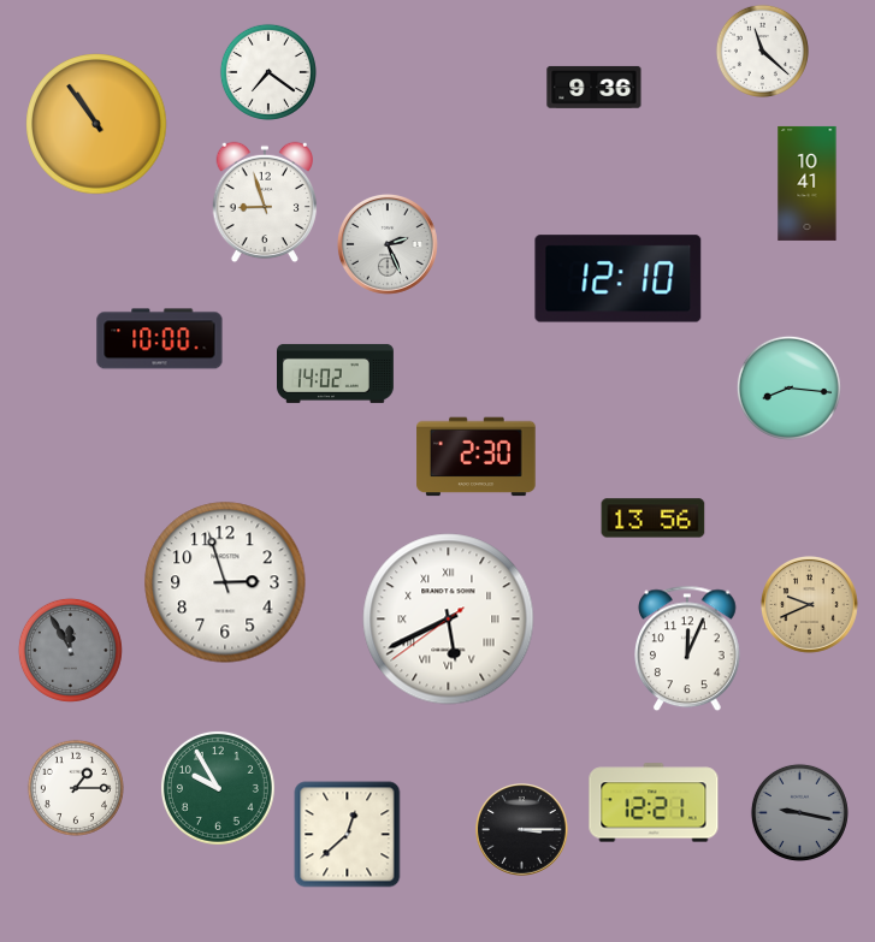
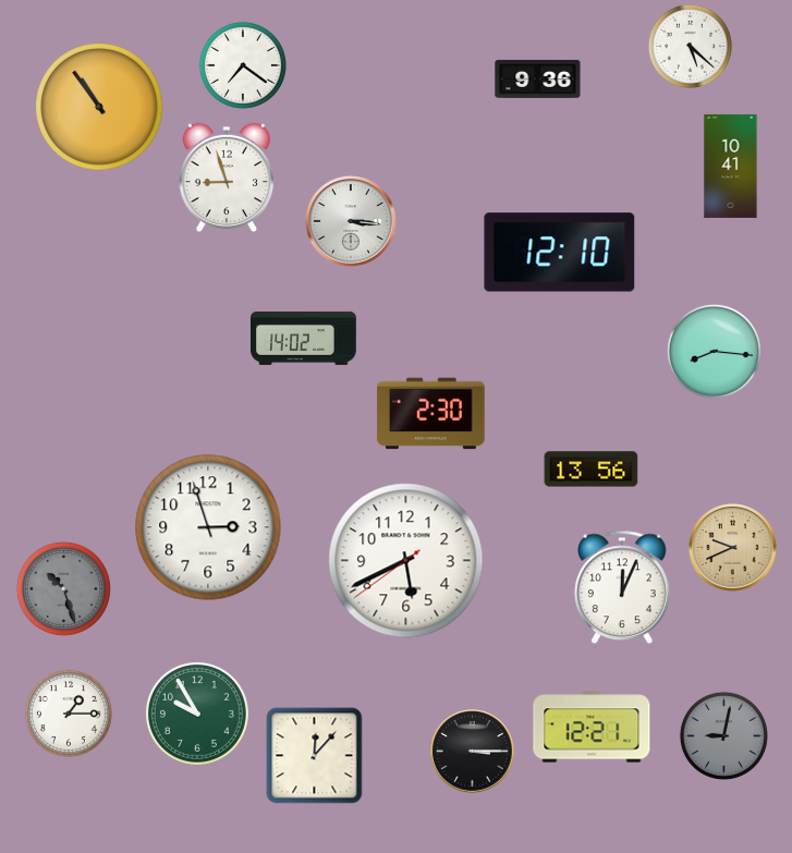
clock at (762, 51): 11:22 -> 5:22
clock at (96, 124) position: (96, 124) -> (99, 107)
clock at (265, 202) position: (265, 202) -> (227, 178)
clock at (388, 244): 2:26 -> 3:16
clock at (160, 339): 10:00 -> none
clock at (225, 582) position: (225, 582) -> (208, 527)
clock at (449, 620) numerals: Roman -> Arabic
clock at (70, 650): 11:55 -> 10:27
clock at (799, 812): 9:17 -> 9:02
clock at (348, 835): 12:38 -> 12:07
